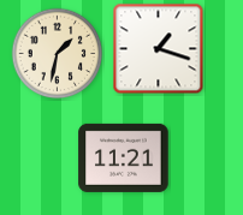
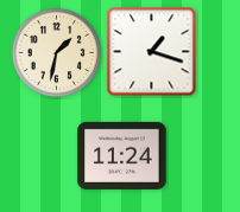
clock at (159, 49) position: (159, 49) -> (152, 52)
clock at (124, 157): 11:21 -> 11:24
